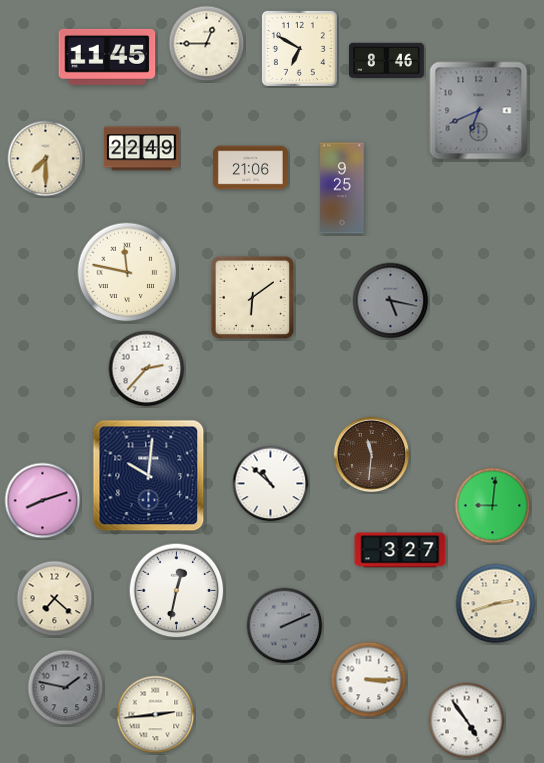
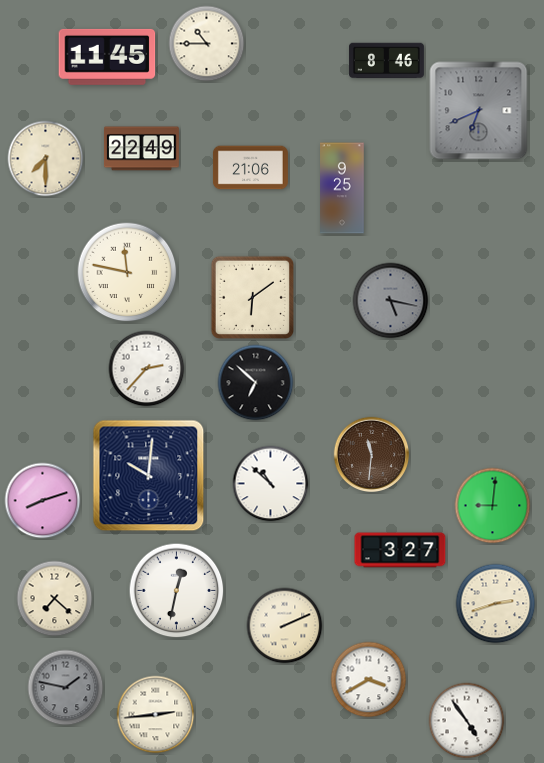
clock at (207, 44): 12:45 -> 10:45
clock at (299, 48): 6:50 -> none
clock at (256, 383): none -> 6:52
clock at (285, 626) dial: grey -> cream
clock at (369, 680): 3:15 -> 3:40
